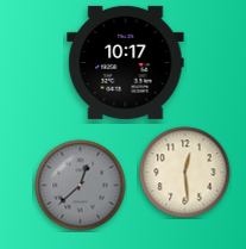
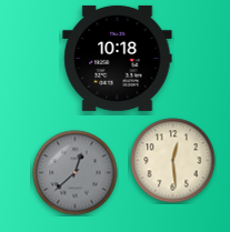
clock at (126, 62): 10:17 -> 10:18
